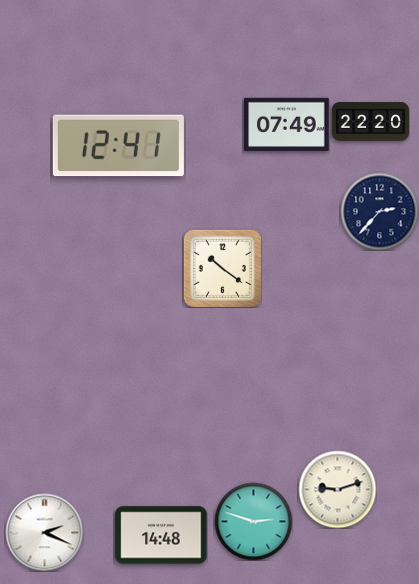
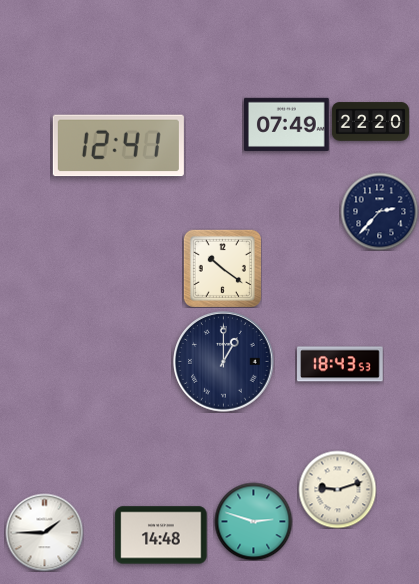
clock at (224, 362): none -> 1:00
clock at (341, 364): none -> 18:43
clock at (44, 532): 2:19 -> 1:45
